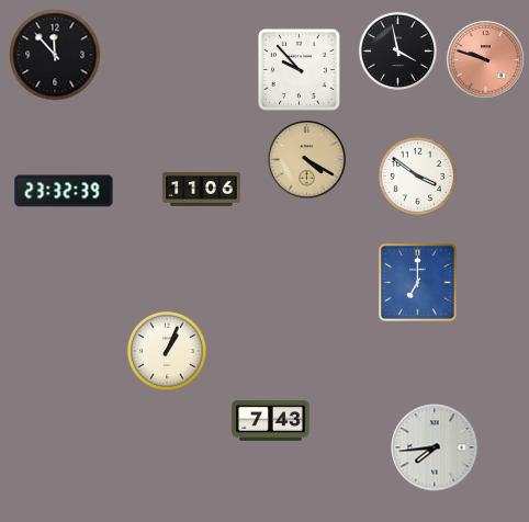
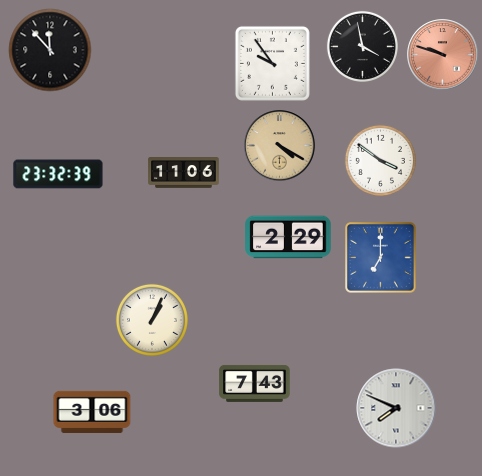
clock at (299, 69): 9:53 -> 9:54
clock at (288, 237): none -> 2:29
clock at (271, 420) position: (271, 420) -> (255, 383)
clock at (435, 447): 7:44 -> 7:49
clock at (92, 412): none -> 3:06
